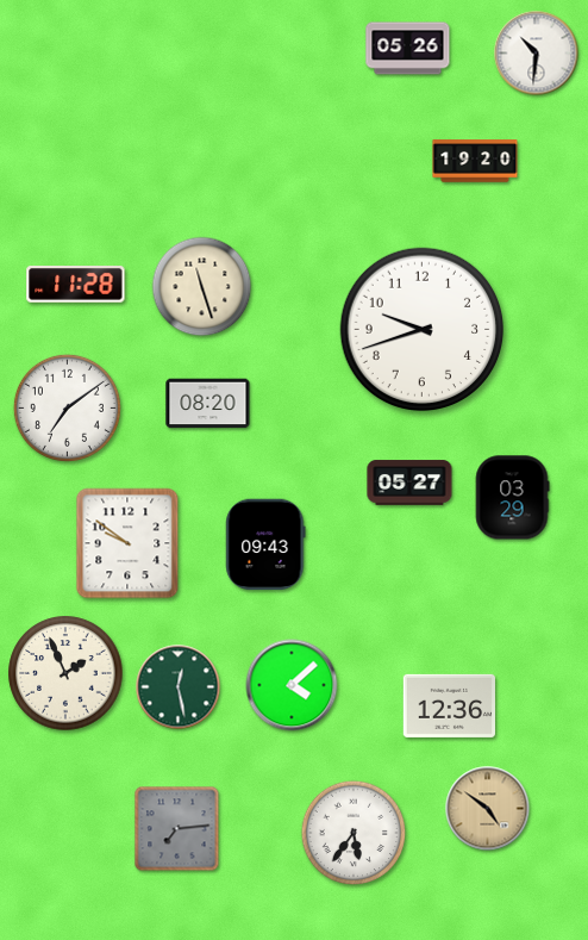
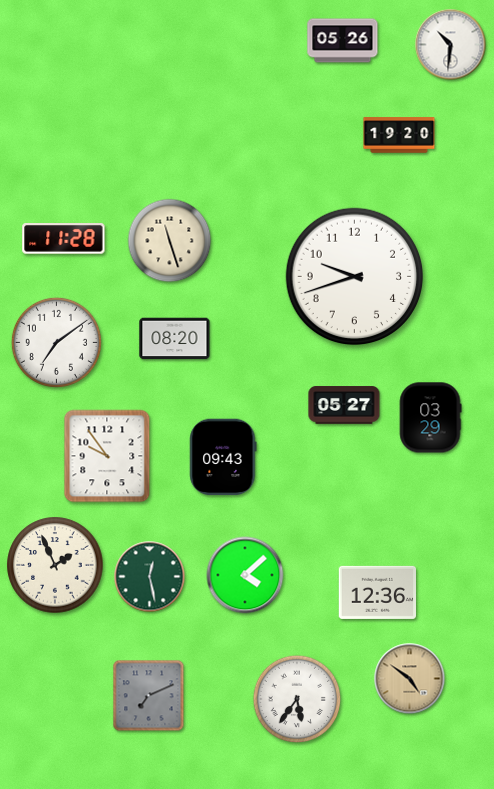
clock at (127, 543): 9:51 -> 9:54
clock at (177, 829): 7:14 -> 7:11
